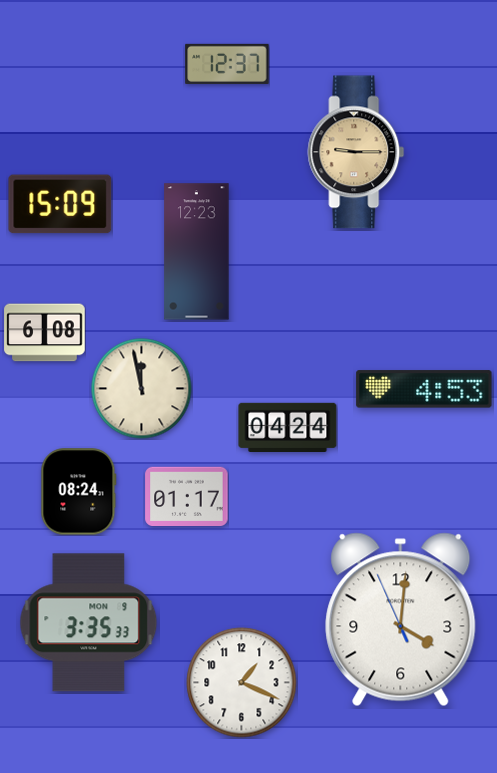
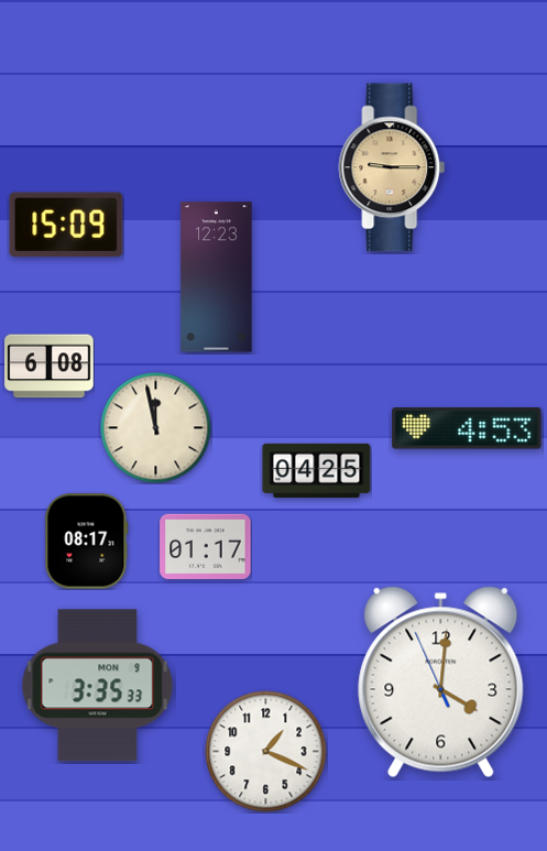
clock at (227, 64): 12:37 -> none
clock at (288, 427): 04:24 -> 04:25
clock at (79, 492): 08:24 -> 08:17
